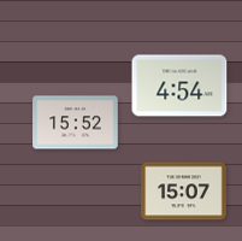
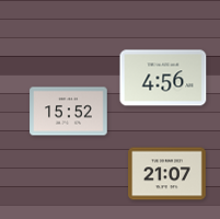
clock at (179, 86): 4:54 -> 4:56
clock at (184, 192): 15:07 -> 21:07
